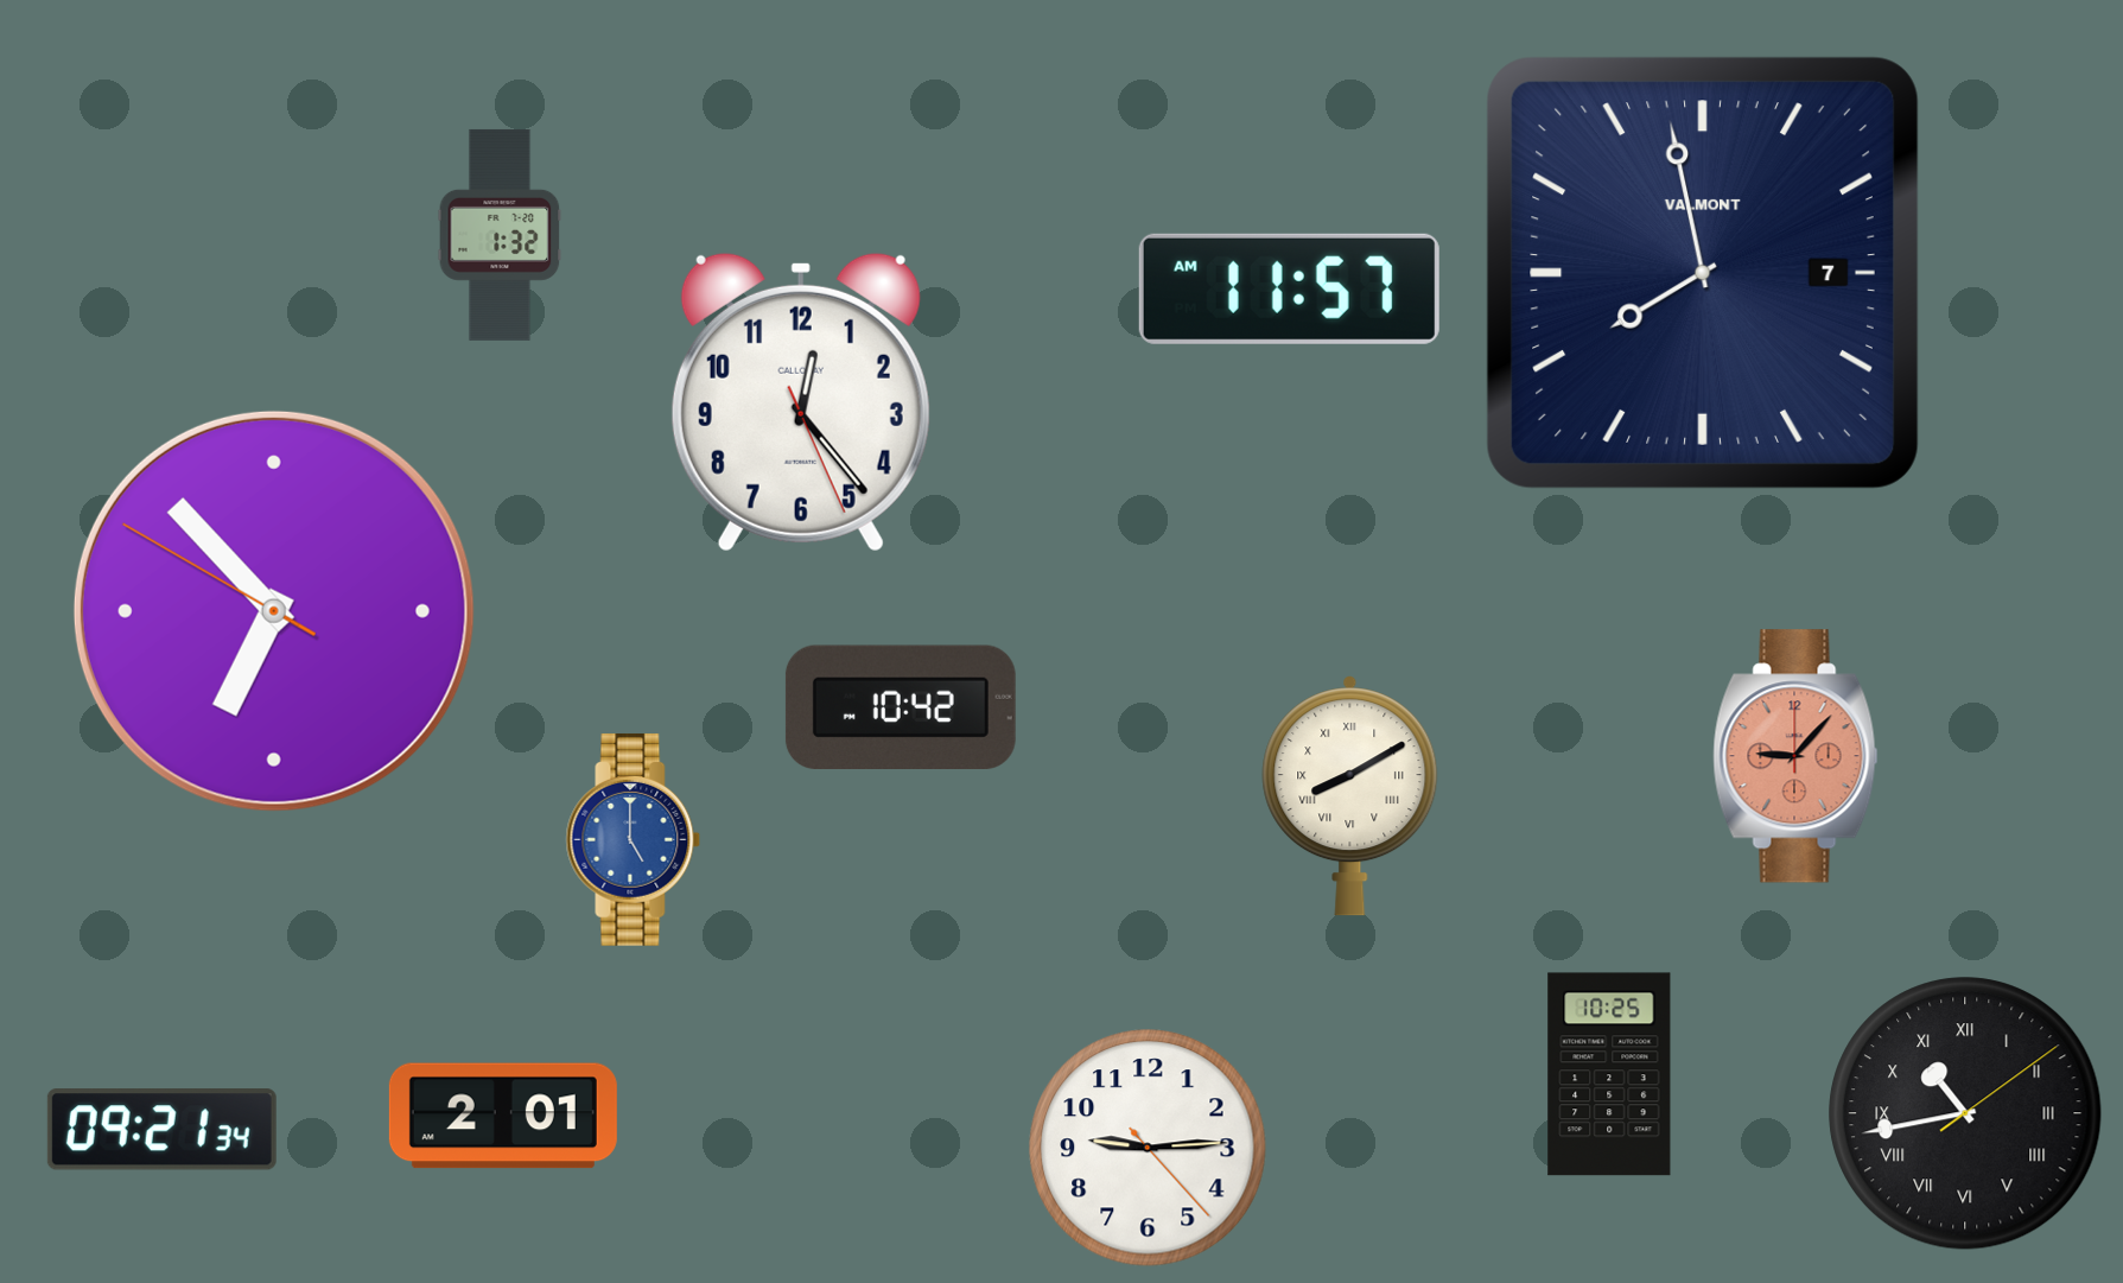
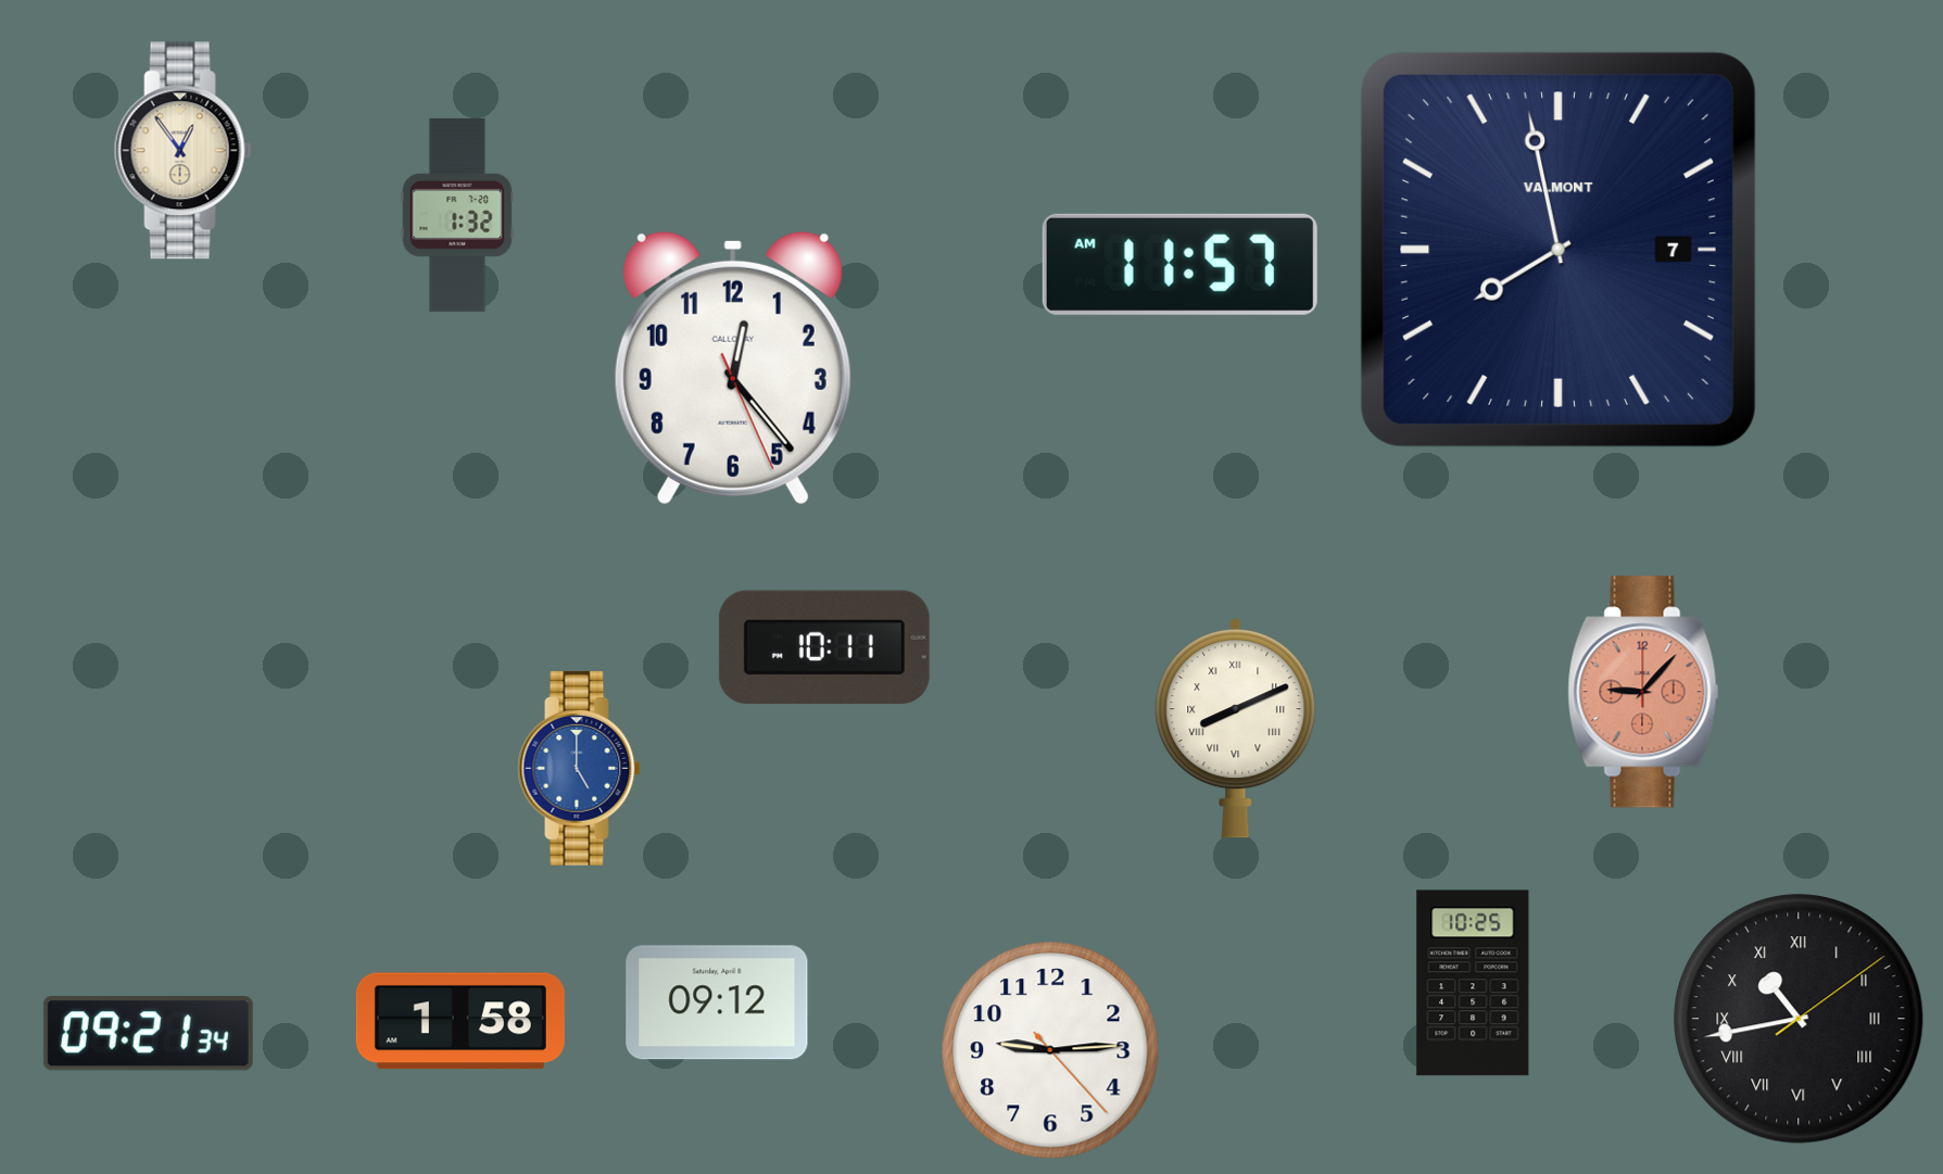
clock at (182, 151): none -> 12:54
clock at (274, 611): 6:52 -> none
clock at (901, 707): 10:42 -> 10:11
clock at (1350, 796): 8:10 -> 8:11
clock at (717, 1002): none -> 09:12
clock at (503, 1116): 2:01 -> 1:58
